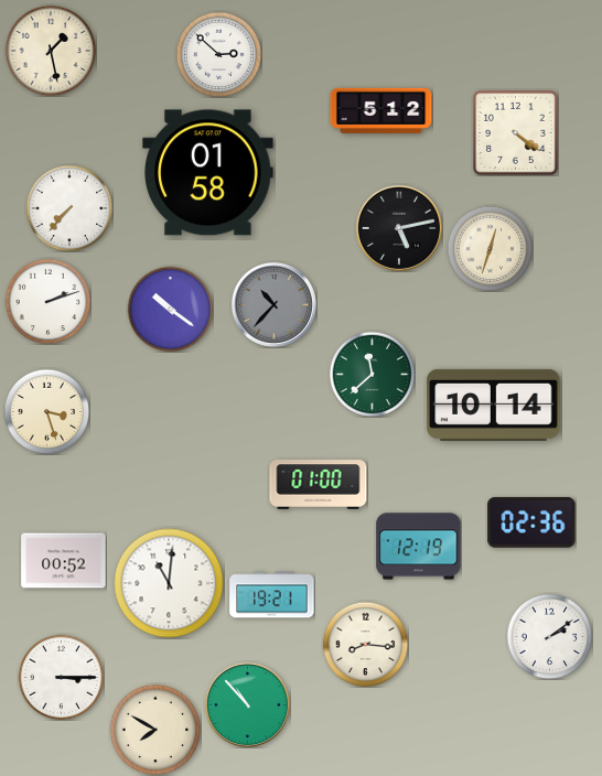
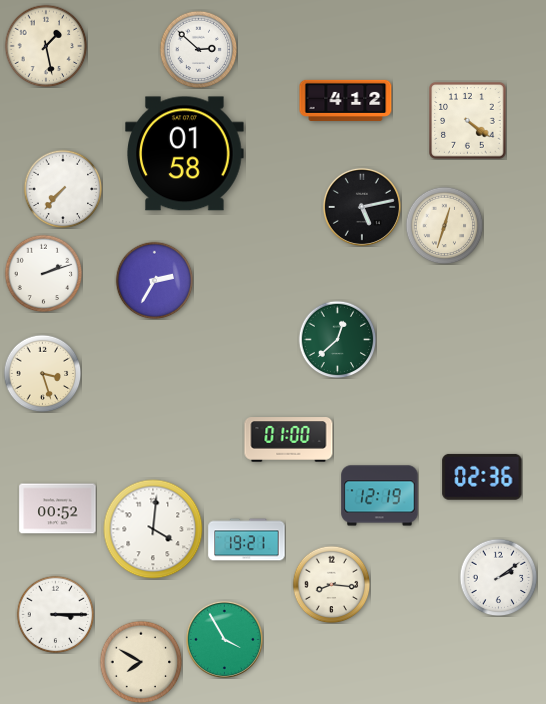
clock at (381, 110): 5:12 -> 4:12
clock at (208, 173) position: (208, 173) -> (185, 154)
clock at (273, 304): 10:37 -> none
clock at (170, 309): 10:21 -> 2:35
clock at (372, 374): 11:38 -> 12:38
clock at (494, 405): 10:14 -> none
clock at (531, 522) position: (531, 522) -> (482, 477)
clock at (169, 583): 11:01 -> 4:01
clock at (247, 704): 10:53 -> 3:55
